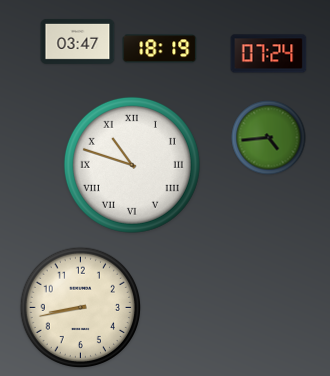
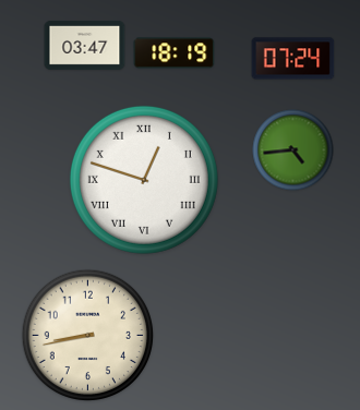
clock at (132, 165): 10:48 -> 12:48
